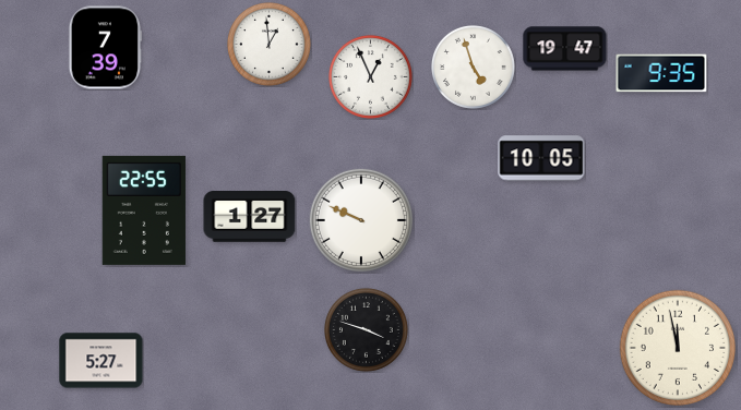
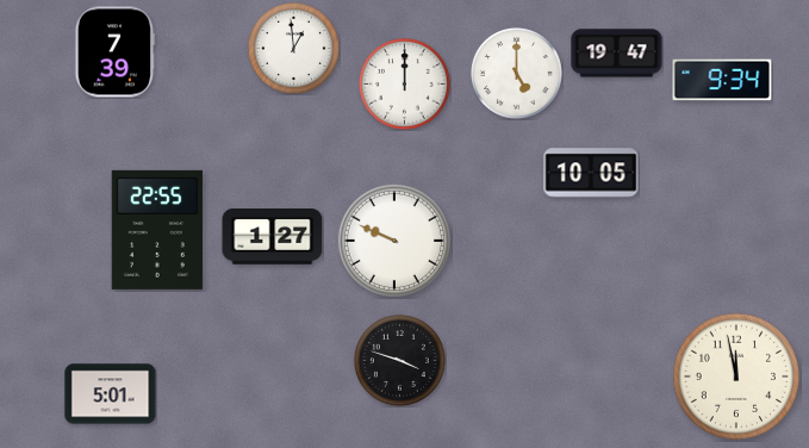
clock at (473, 67): 4:57 -> 5:00
clock at (661, 73): 9:35 -> 9:34
clock at (370, 76): 12:56 -> 12:00
clock at (677, 347) position: (677, 347) -> (735, 375)
clock at (101, 361): 5:27 -> 5:01
